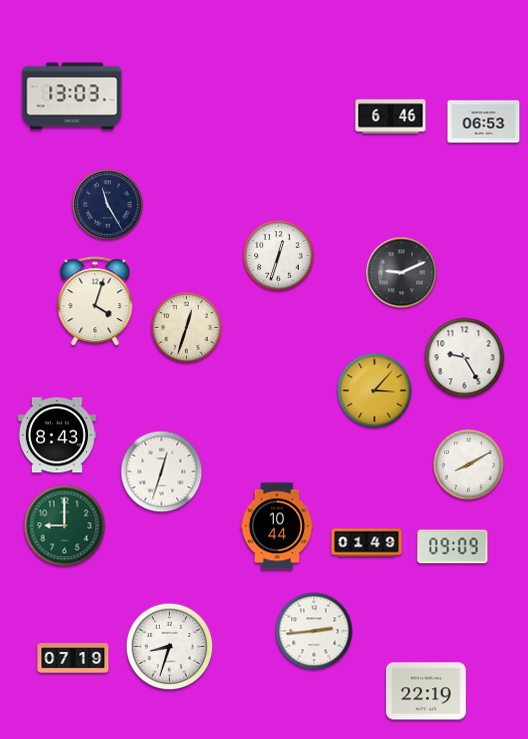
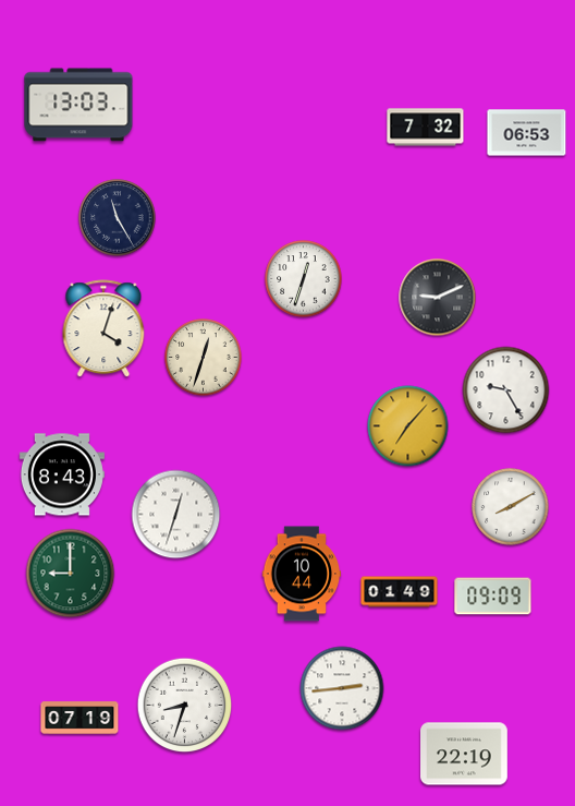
clock at (391, 117): 6:46 -> 7:32
clock at (108, 205) position: (108, 205) -> (118, 218)
clock at (375, 391): 3:07 -> 7:07
